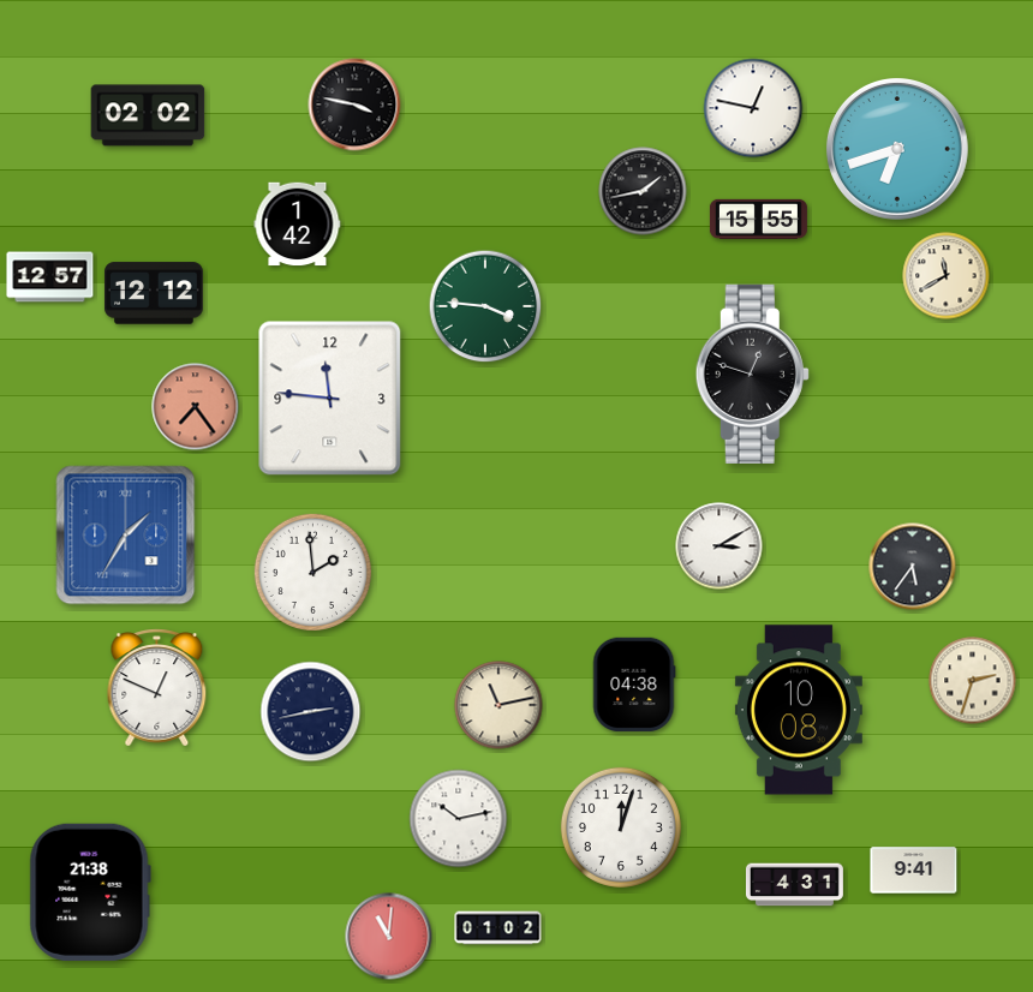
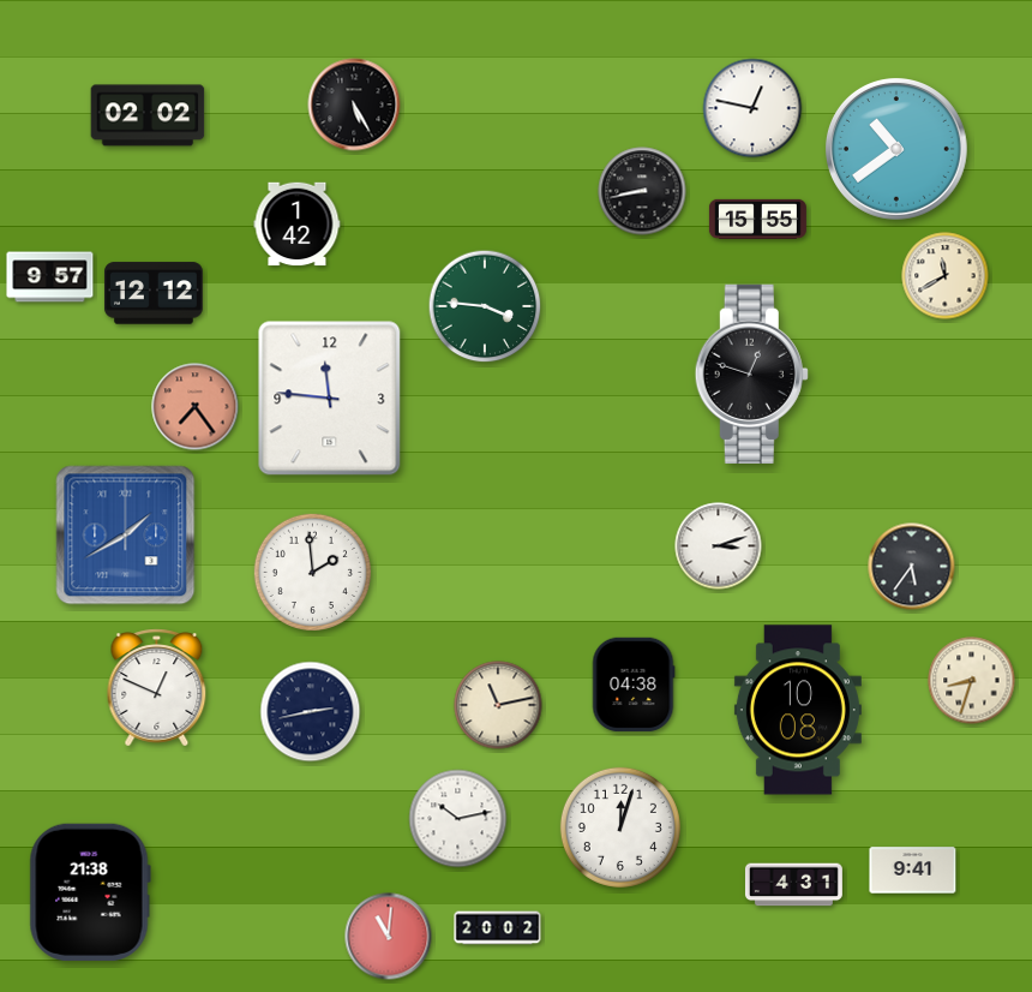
clock at (354, 104): 3:47 -> 5:25
clock at (897, 149): 6:42 -> 10:39
clock at (643, 191): 1:43 -> 8:43
clock at (50, 277): 12:57 -> 9:57
clock at (126, 536): 1:35 -> 1:40
clock at (719, 546): 3:10 -> 3:12
clock at (973, 681): 2:33 -> 8:33
clock at (498, 928): 01:02 -> 20:02
